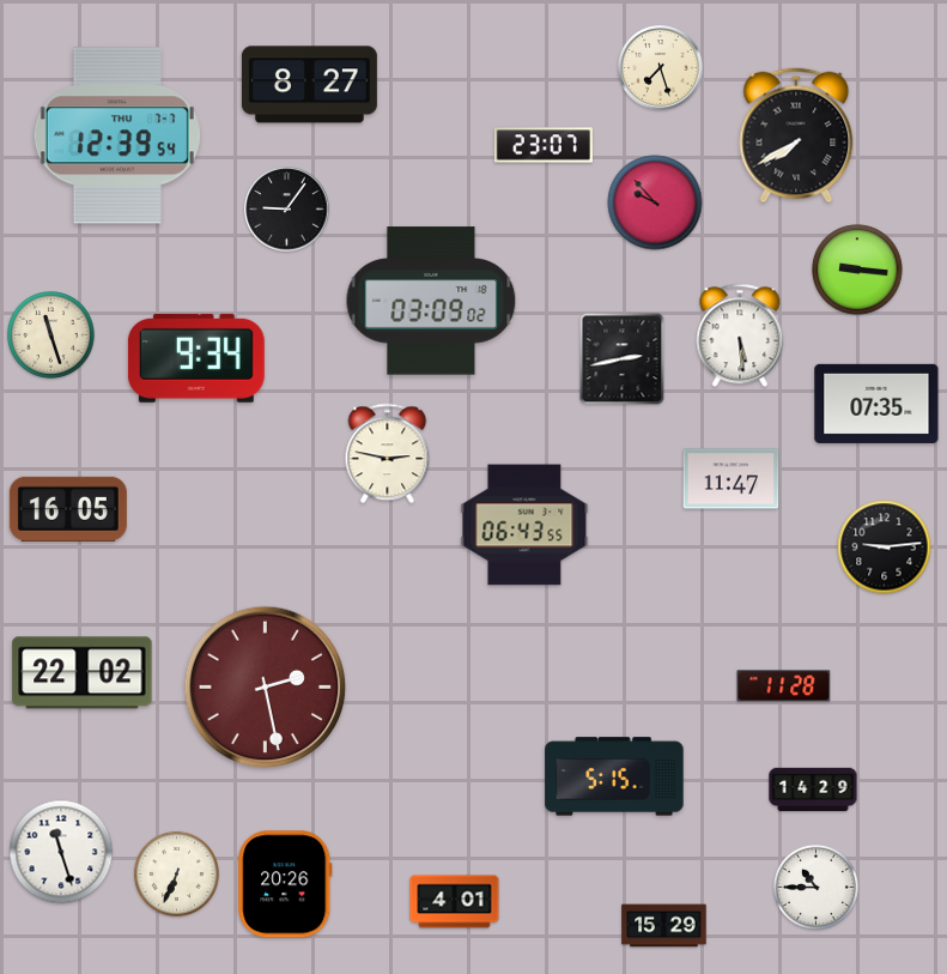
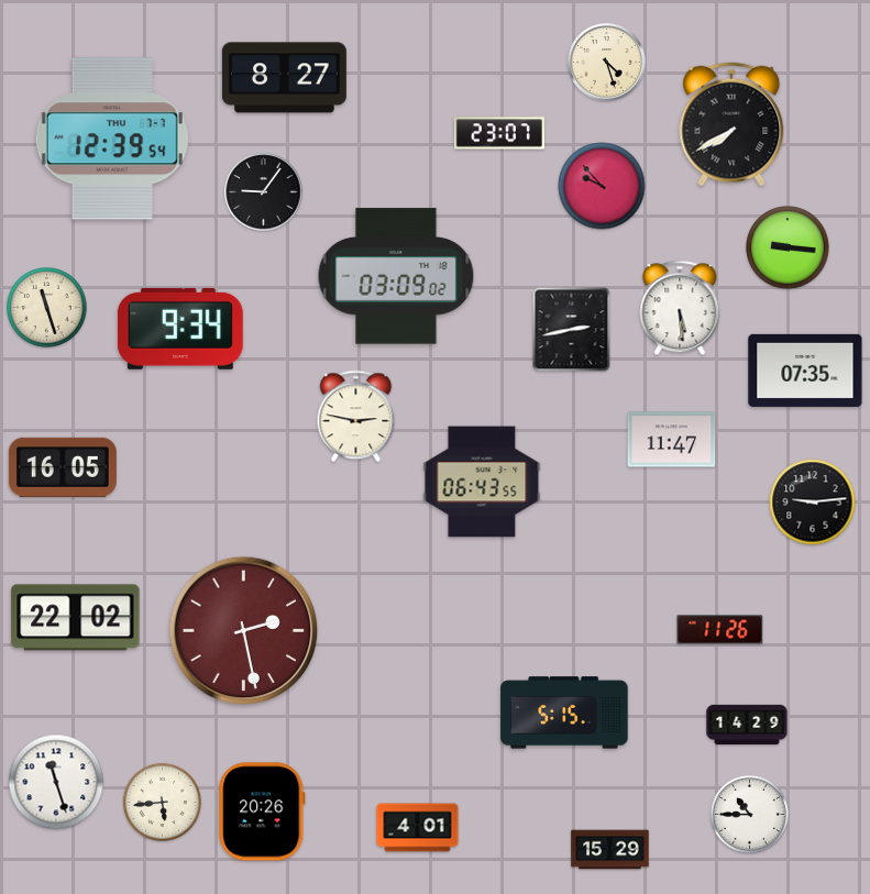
clock at (661, 68): 7:27 -> 4:27
clock at (117, 135) position: (117, 135) -> (112, 139)
clock at (784, 686): 11:28 -> 11:26
clock at (176, 873): 6:34 -> 5:44
